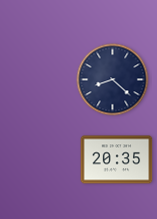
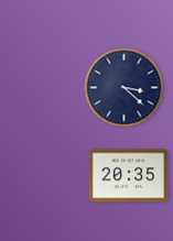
clock at (113, 80): 8:22 -> 3:22
